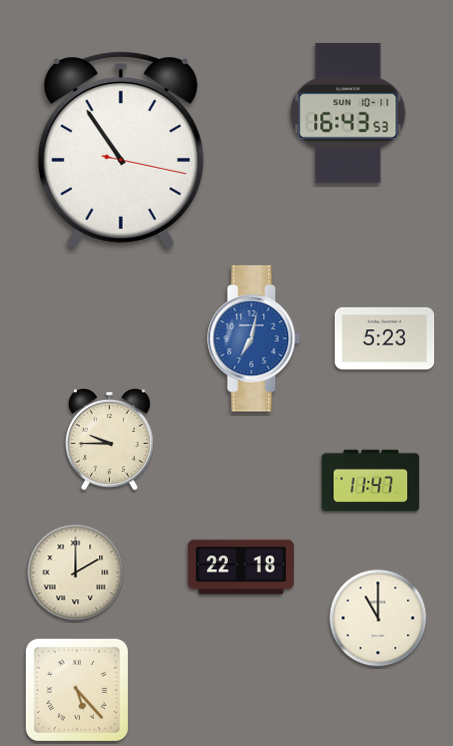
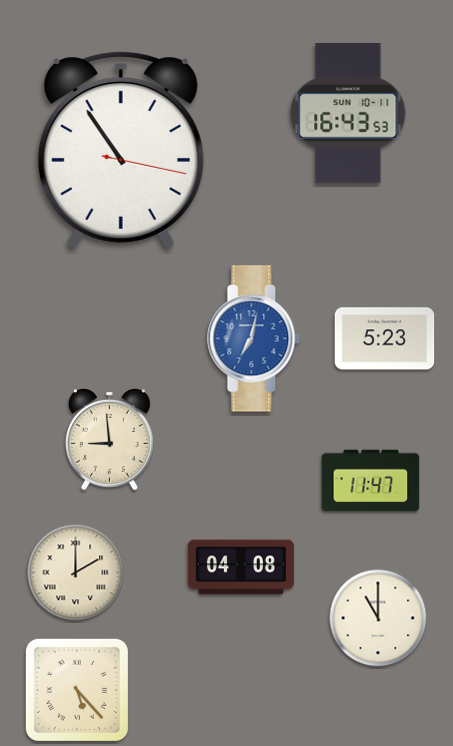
clock at (110, 440): 9:45 -> 8:59
clock at (241, 567): 22:18 -> 04:08
